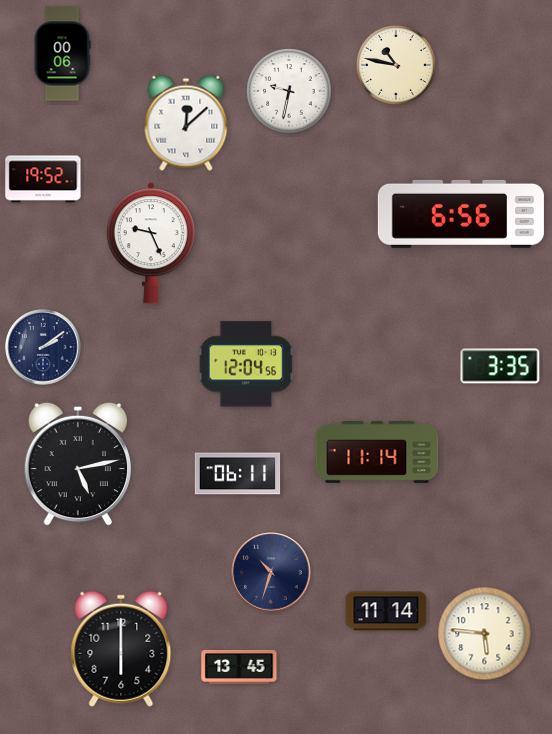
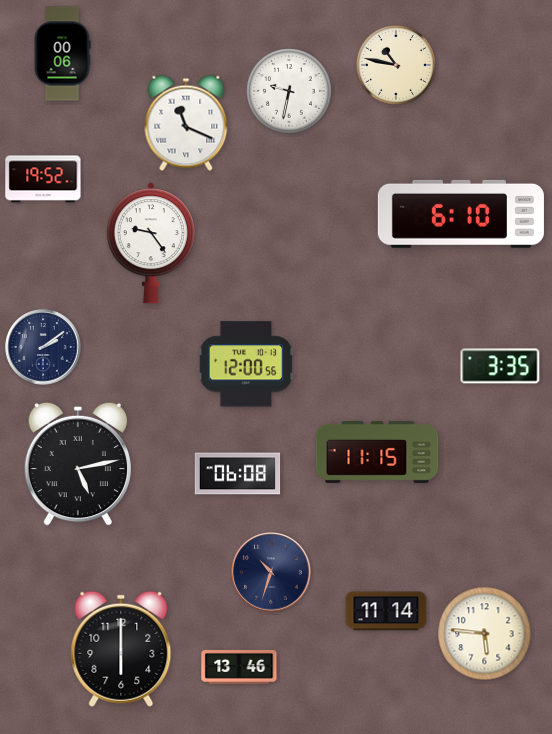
clock at (186, 123): 12:08 -> 11:19
clock at (461, 214): 6:56 -> 6:10
clock at (151, 243): 9:26 -> 9:24
clock at (246, 364): 12:04 -> 12:00
clock at (377, 452): 11:14 -> 11:15
clock at (238, 474): 06:11 -> 06:08
clock at (239, 667): 13:45 -> 13:46
